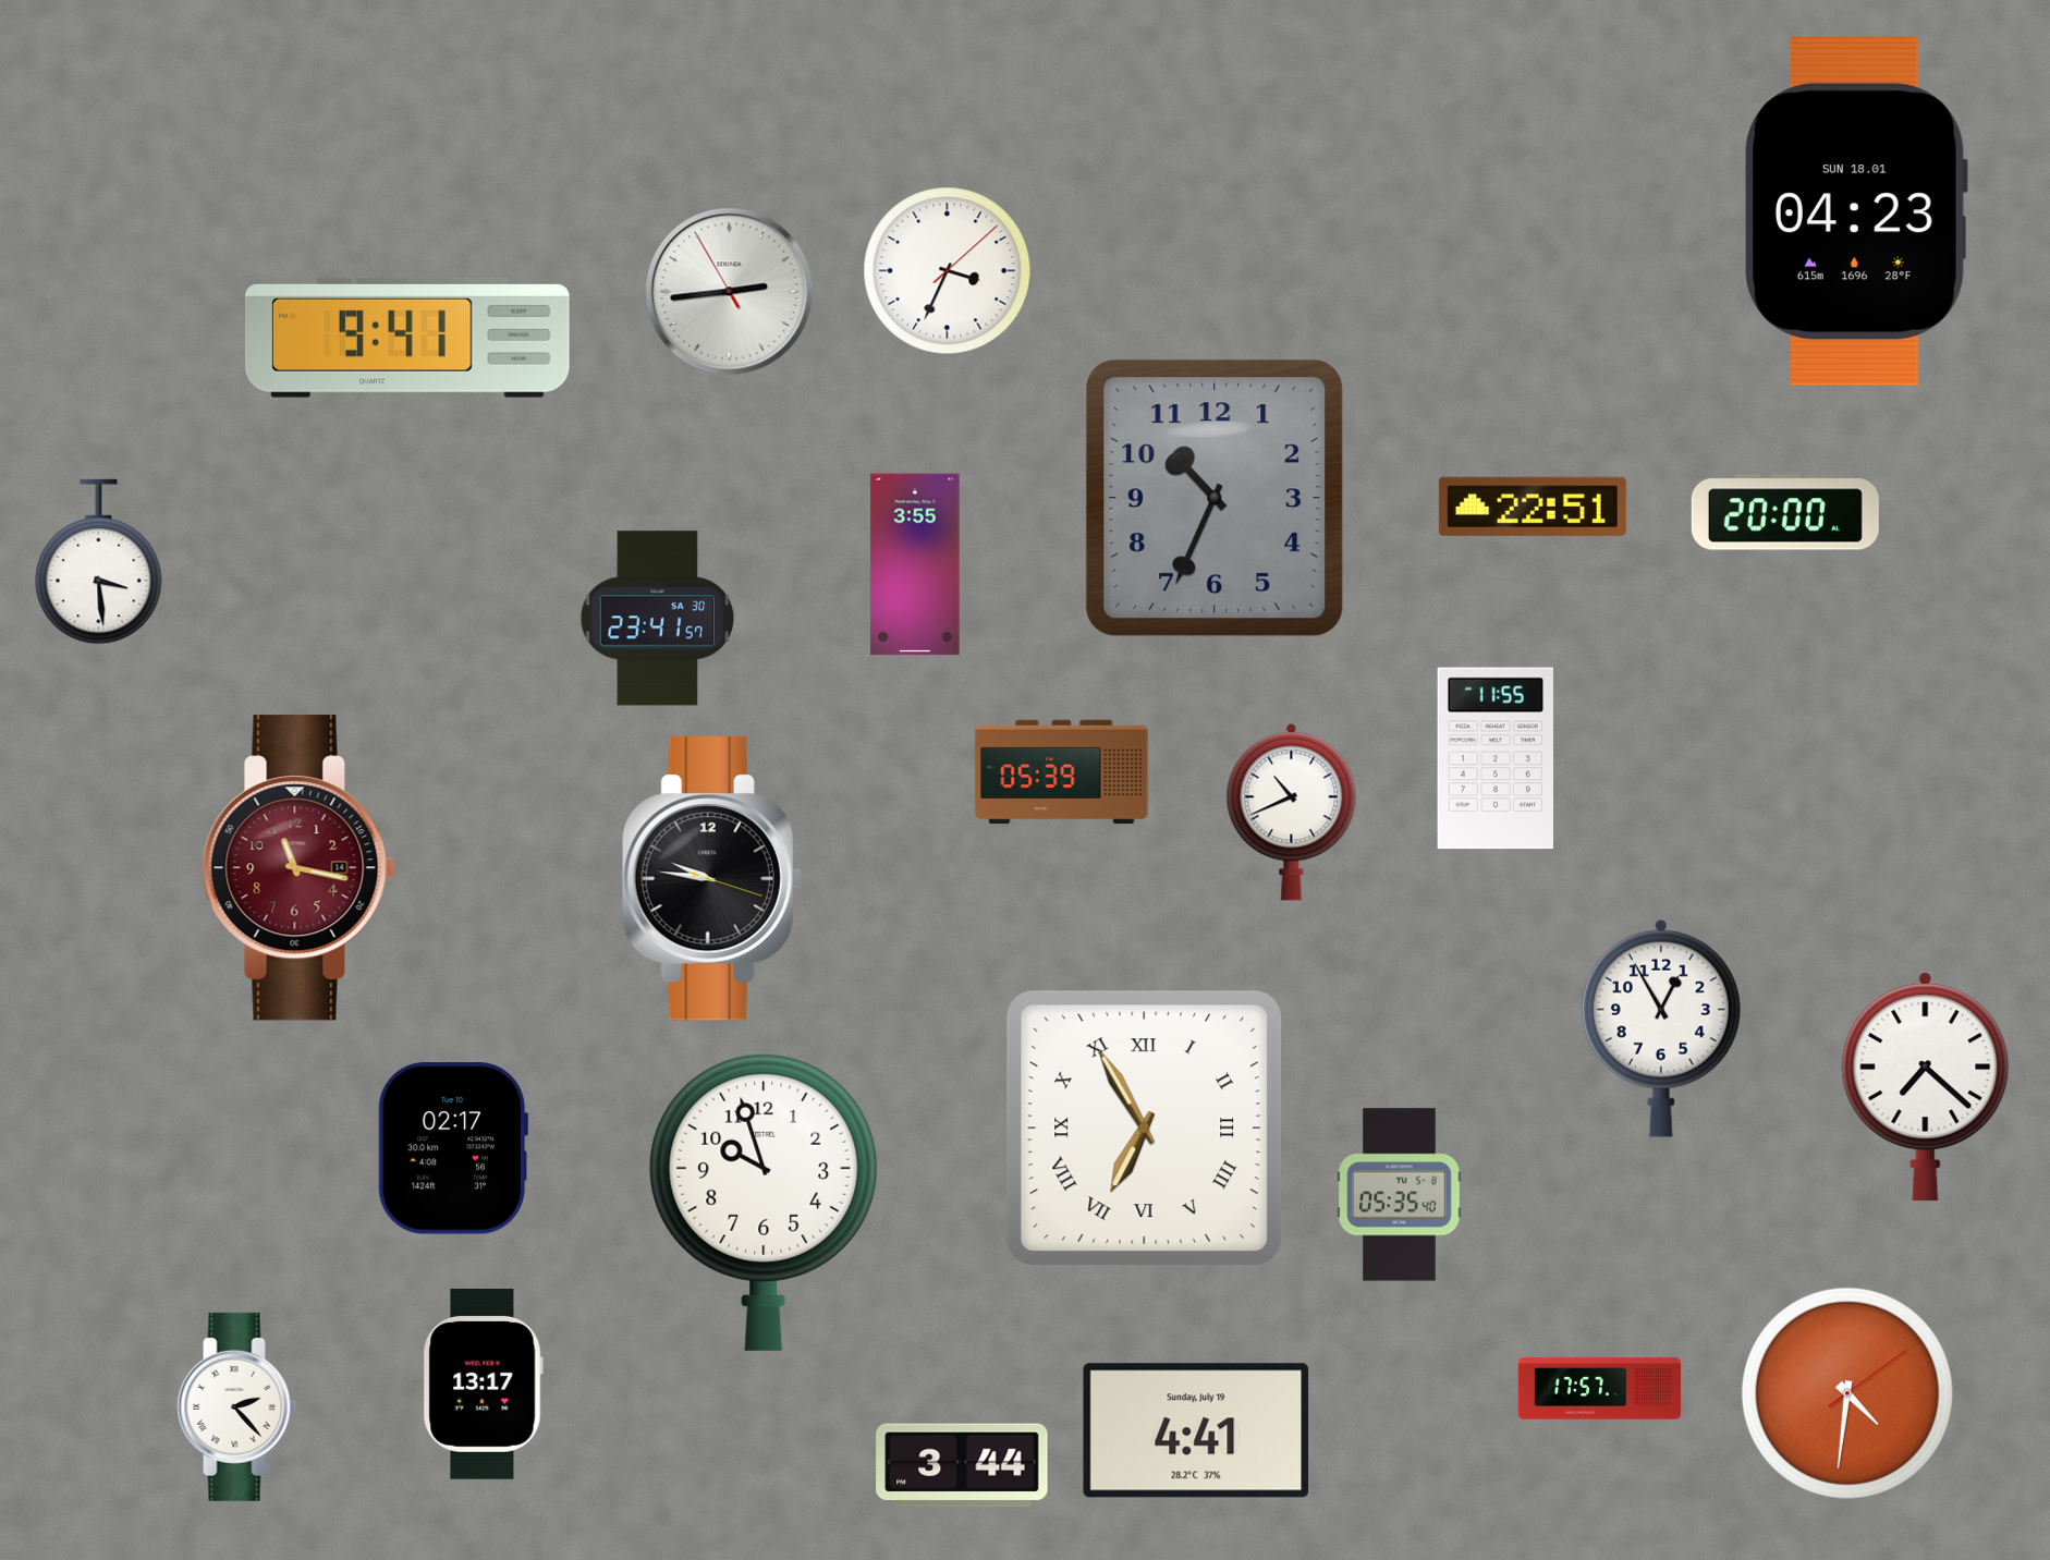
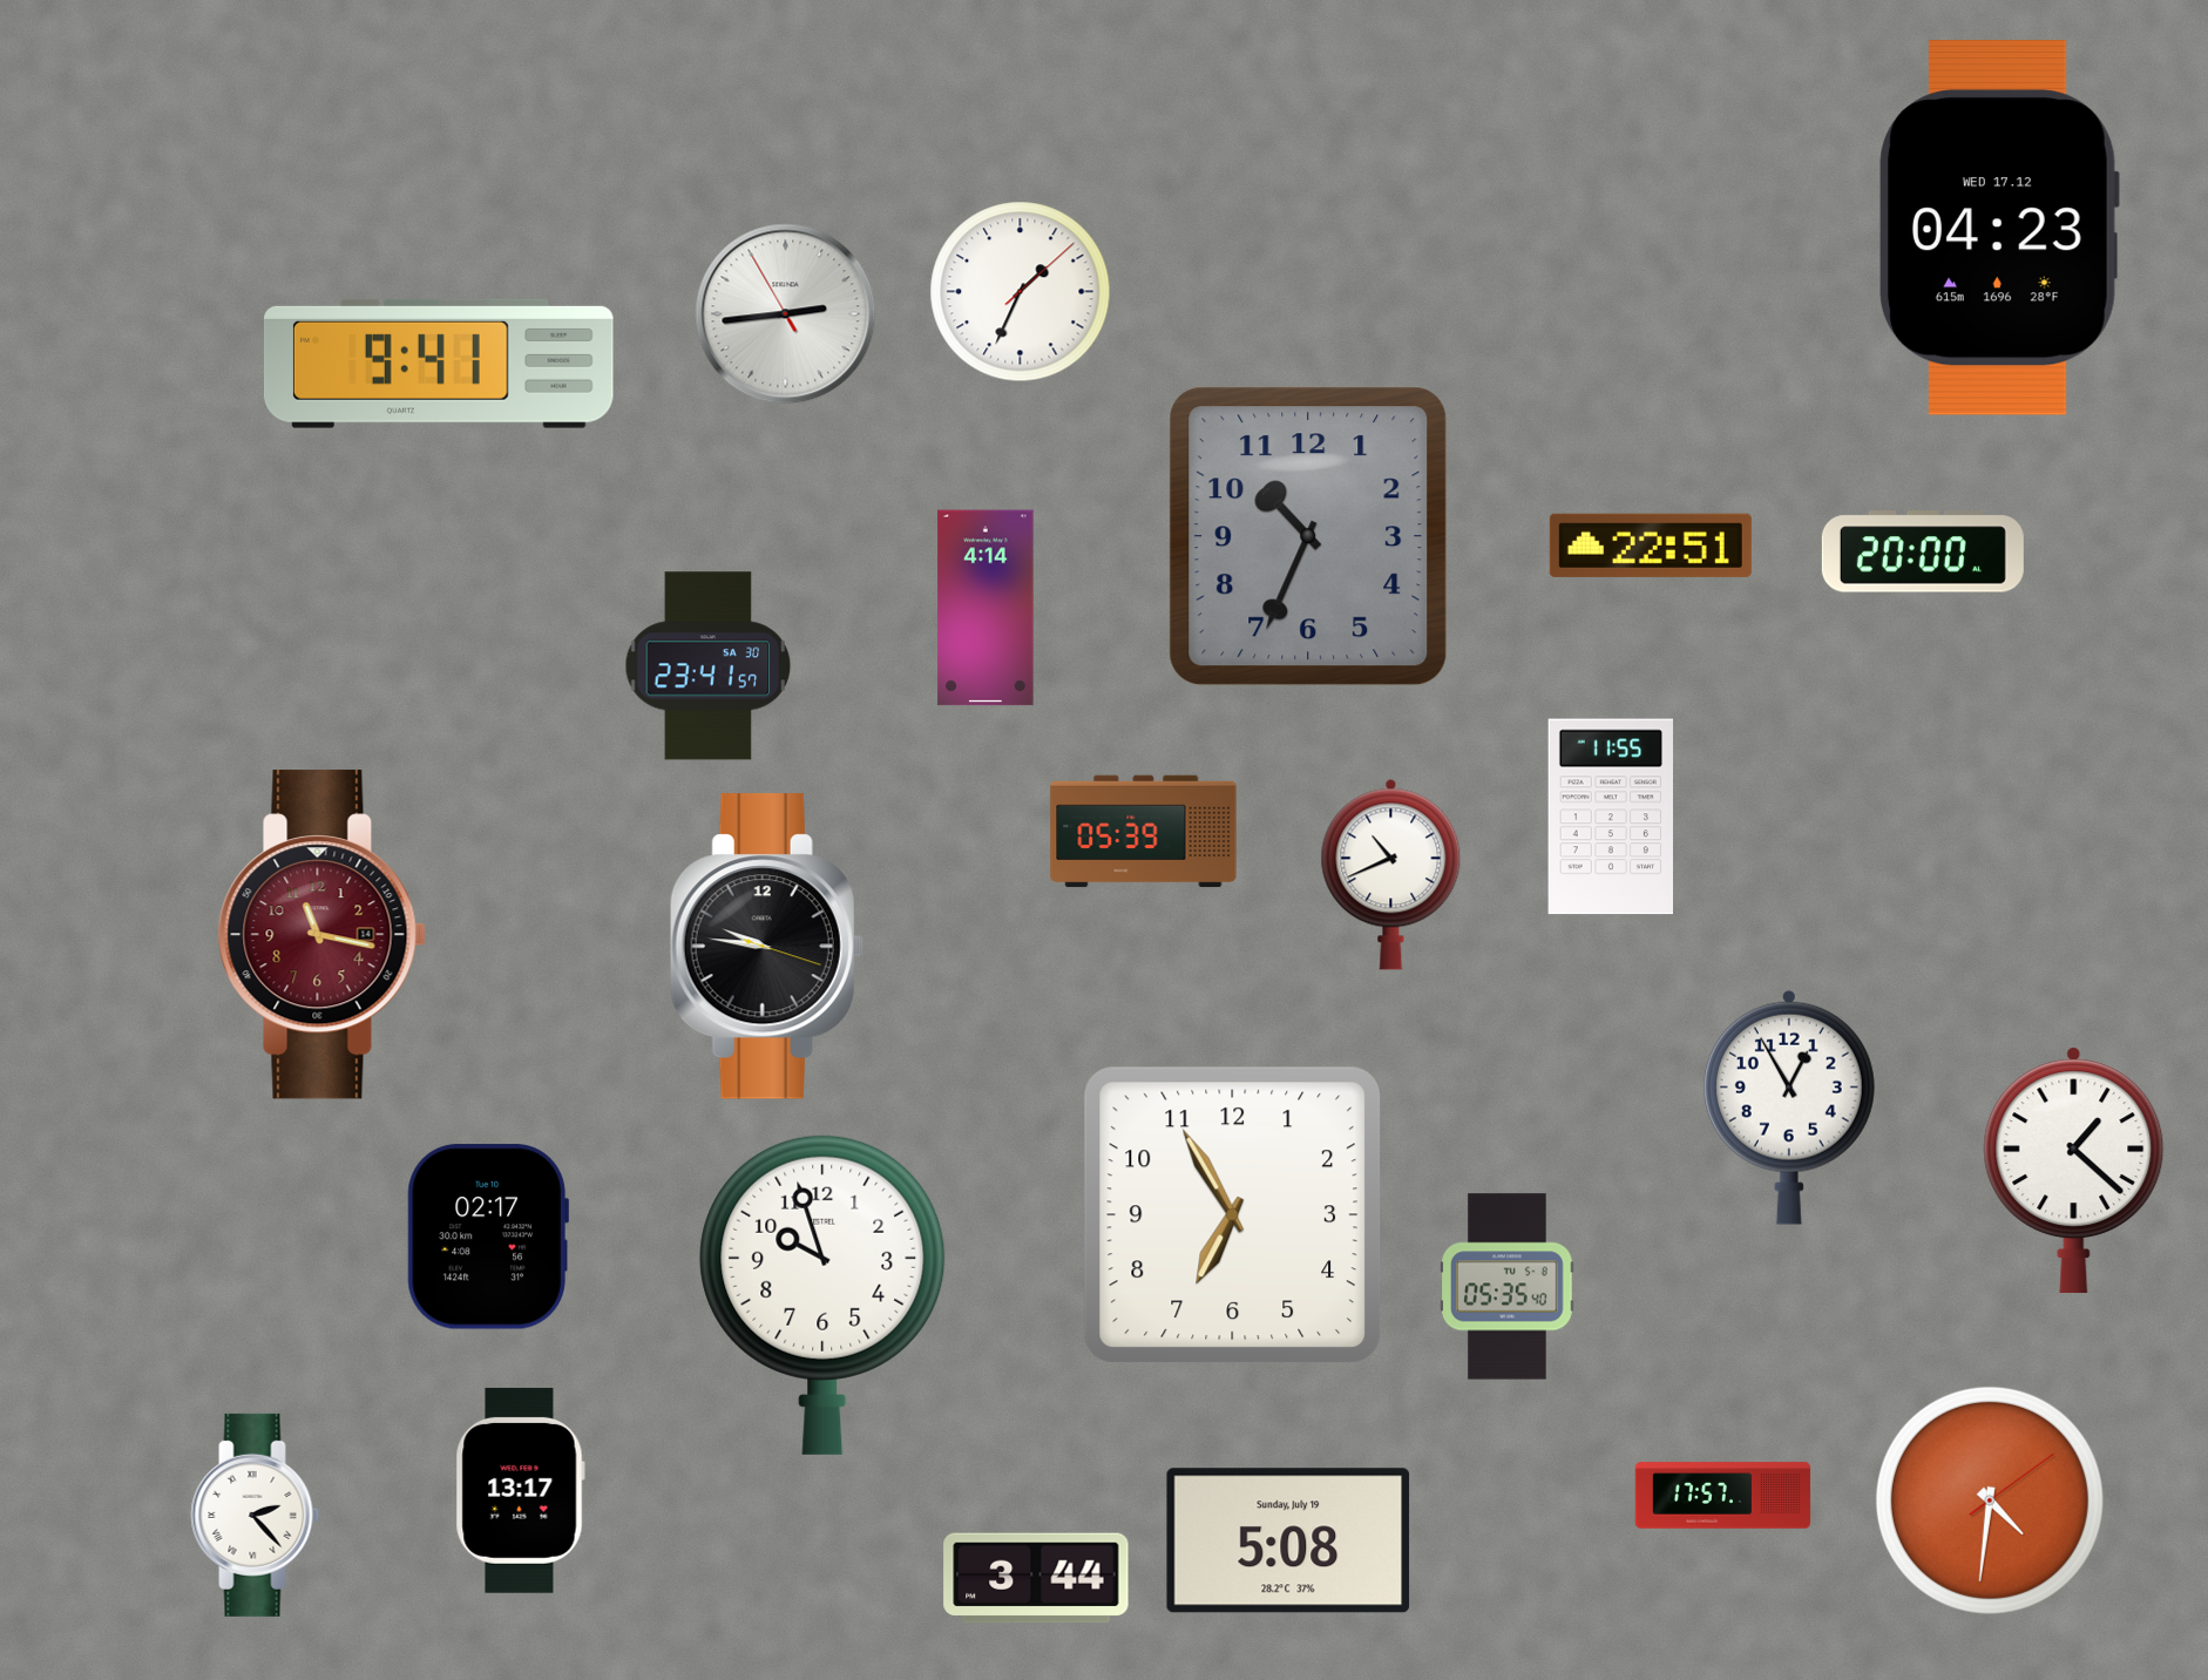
clock at (1856, 212) date: SUN 18.01 -> WED 17.12
clock at (948, 271): 3:34 -> 1:34
clock at (99, 562): 3:29 -> none
clock at (915, 564): 3:55 -> 4:14
clock at (1926, 1086): 7:22 -> 1:22
clock at (1145, 1129) numerals: Roman -> Arabic
clock at (1196, 1430): 4:41 -> 5:08
